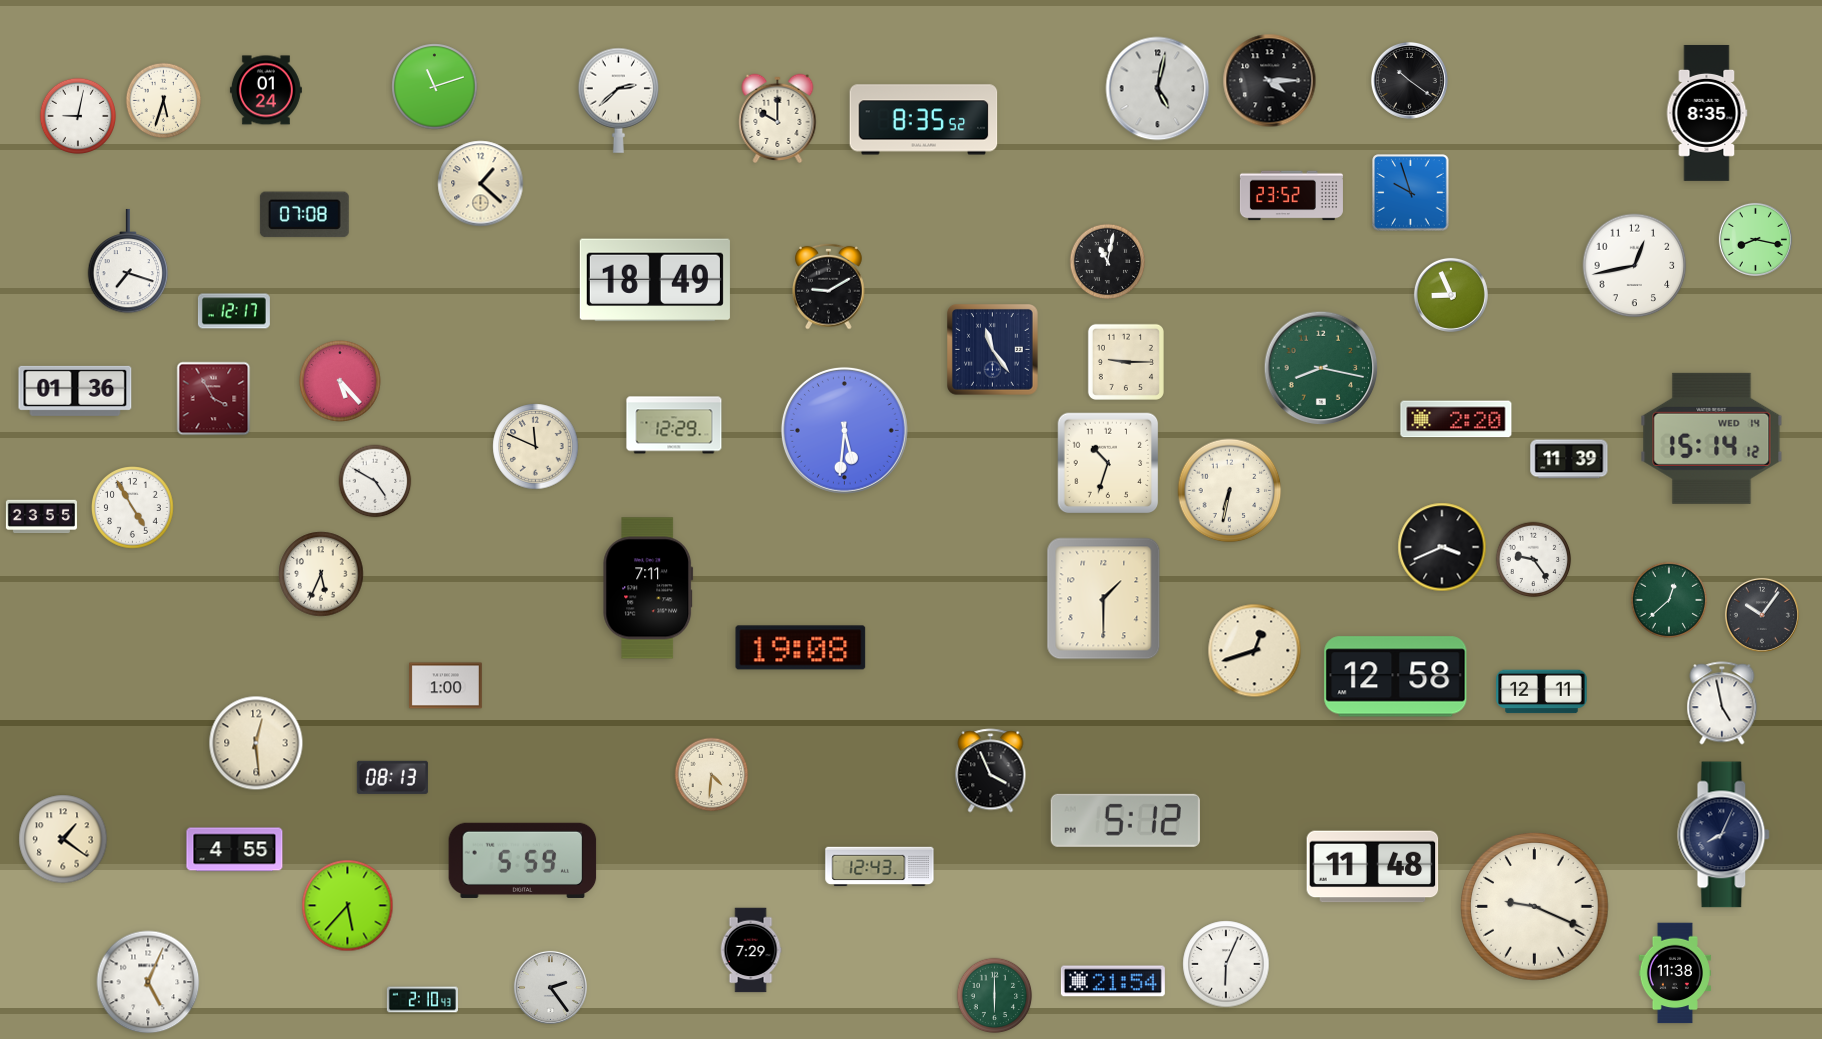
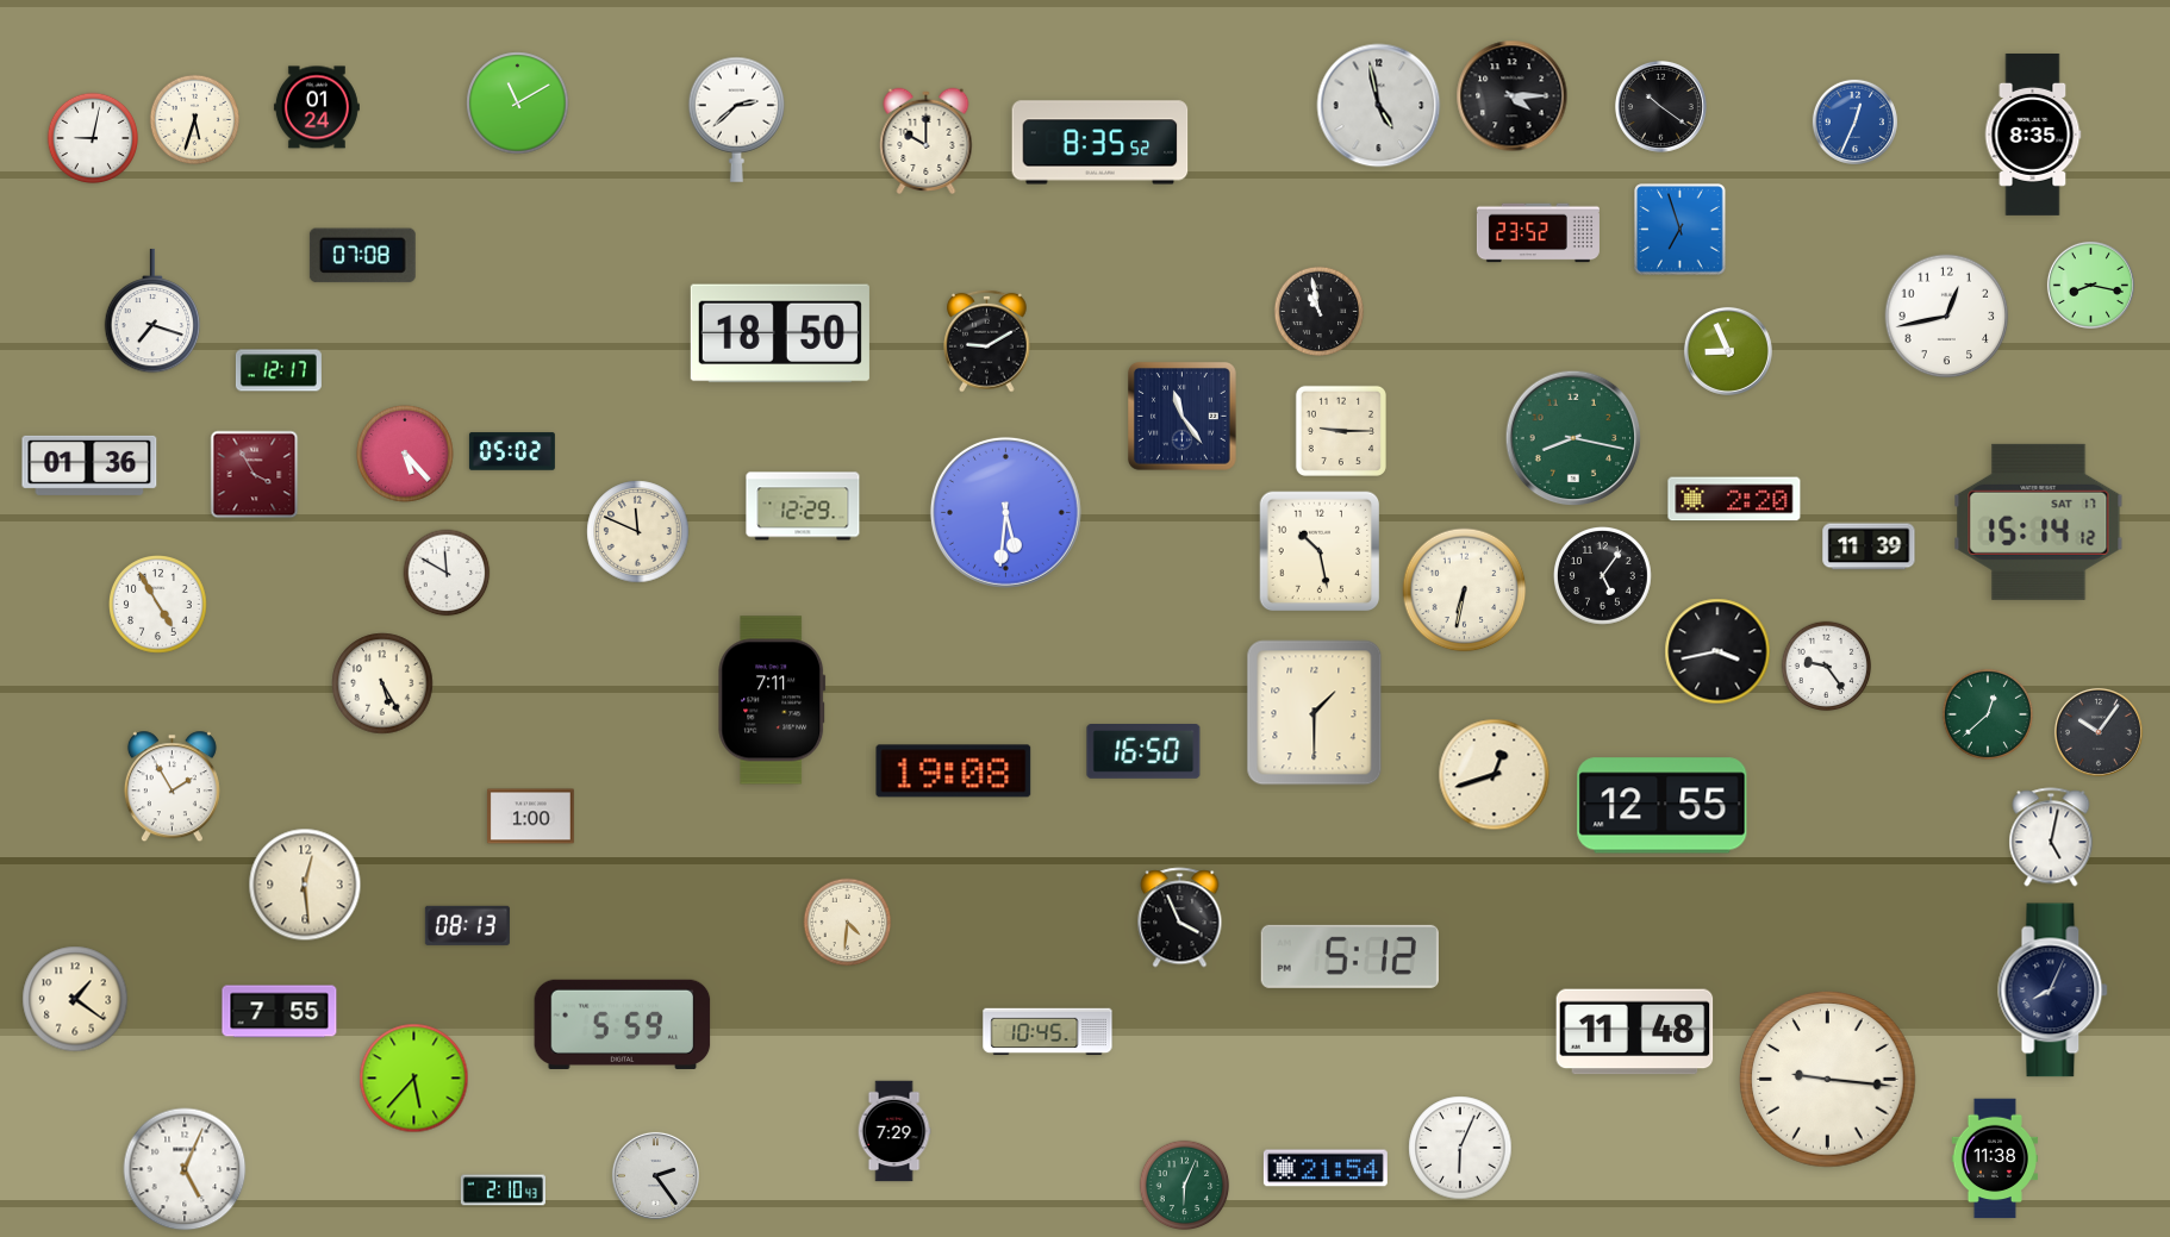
clock at (1410, 81) position: (1410, 81) -> (1661, 107)
clock at (435, 87): 11:12 -> 11:10
clock at (1158, 89): 5:02 -> 4:58
clock at (1854, 121): none -> 12:34
clock at (481, 184): 1:22 -> none
clock at (1411, 193): 9:57 -> 6:57
clock at (1108, 262): 11:02 -> 10:58
clock at (655, 280): 18:49 -> 18:50
clock at (512, 451): none -> 05:02
clock at (1712, 438) date: WED 14 -> SAT 17
clock at (1108, 463): 10:33 -> 10:28
clock at (375, 481): 4:50 -> 11:50
clock at (1603, 576): none -> 5:06
clock at (1230, 491) position: (1230, 491) -> (1465, 591)
clock at (41, 517): 23:55 -> none
clock at (1442, 547): 3:41 -> 3:43
clock at (321, 574): 5:34 -> 5:25
clock at (1143, 752): none -> 16:50
clock at (172, 787): none -> 1:55
clock at (1396, 677): 12:58 -> 12:55
clock at (1542, 692): 12:11 -> none
clock at (1722, 703): 4:58 -> 5:02
clock at (1125, 820) position: (1125, 820) -> (1349, 956)
clock at (1724, 835) position: (1724, 835) -> (2053, 991)
clock at (235, 850): 4:55 -> 7:55
clock at (880, 867): 12:43 -> 10:45
clock at (1535, 907): 9:19 -> 9:16
clock at (148, 982) position: (148, 982) -> (185, 1169)
clock at (995, 996): 6:00 -> 6:04
